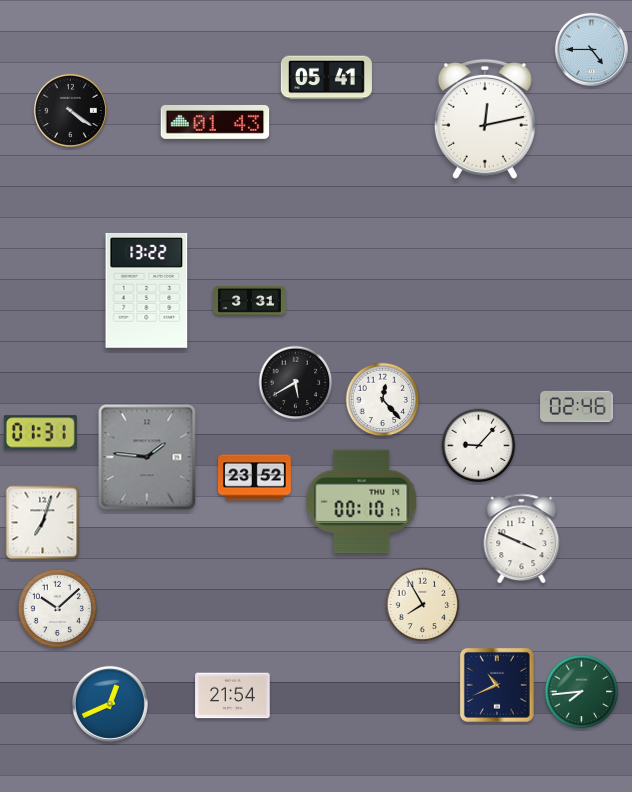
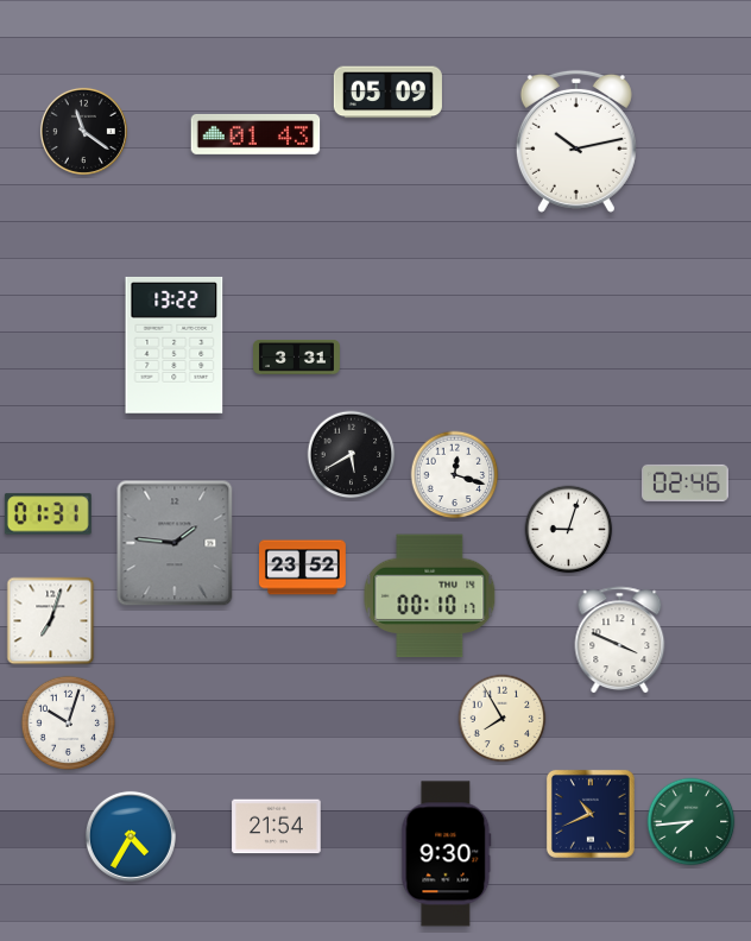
clock at (591, 49): 4:45 -> none
clock at (326, 78): 05:41 -> 05:09
clock at (70, 110): 4:21 -> 11:21
clock at (485, 119): 12:13 -> 10:13
clock at (215, 122) position: (215, 122) -> (255, 134)
clock at (383, 400): 12:23 -> 12:18
clock at (479, 446): 9:07 -> 9:03
clock at (58, 609): 10:08 -> 10:03
clock at (110, 704): 12:41 -> 4:35
clock at (447, 854): none -> 9:30
